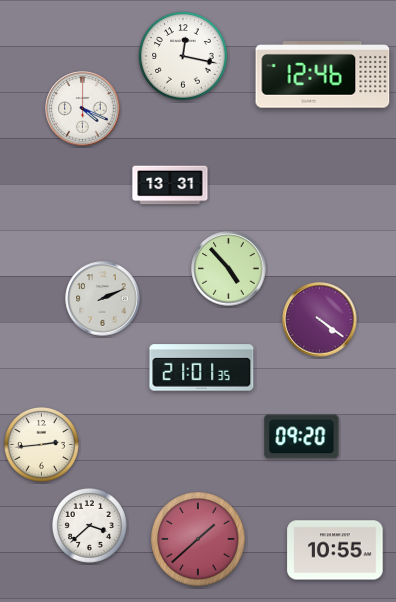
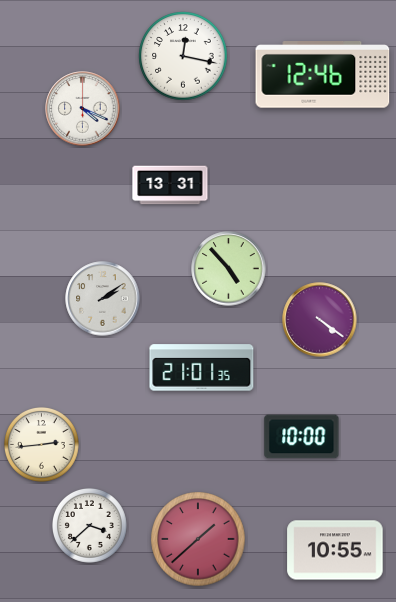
clock at (103, 299): 2:11 -> 2:09
clock at (302, 437): 09:20 -> 10:00
